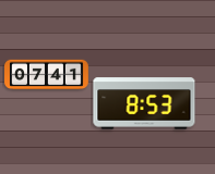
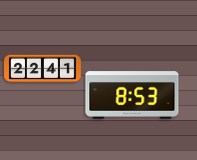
clock at (47, 75): 07:41 -> 22:41
